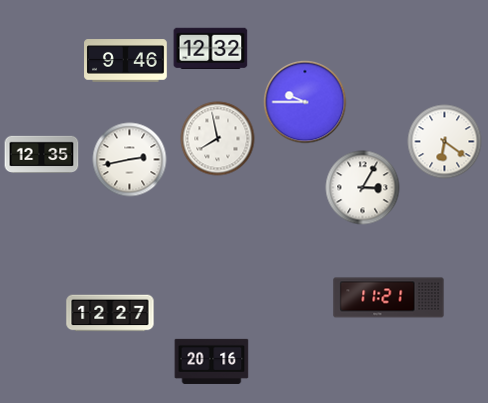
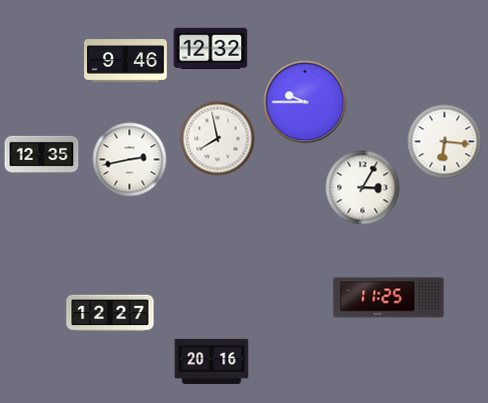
clock at (445, 142): 6:21 -> 6:16
clock at (389, 298): 11:21 -> 11:25
